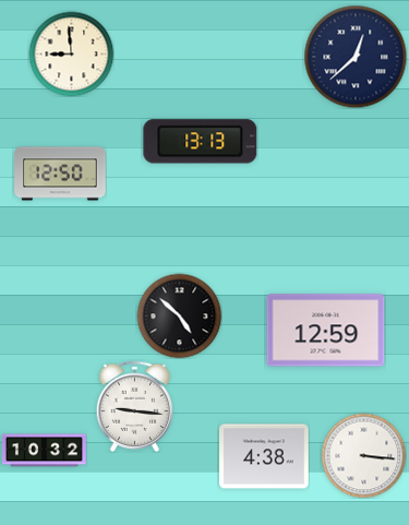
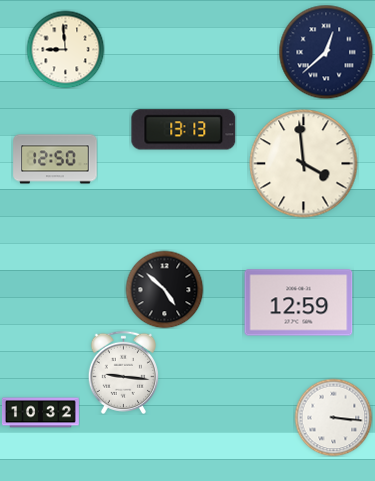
clock at (304, 164): none -> 3:59
clock at (264, 456): 4:38 -> none
